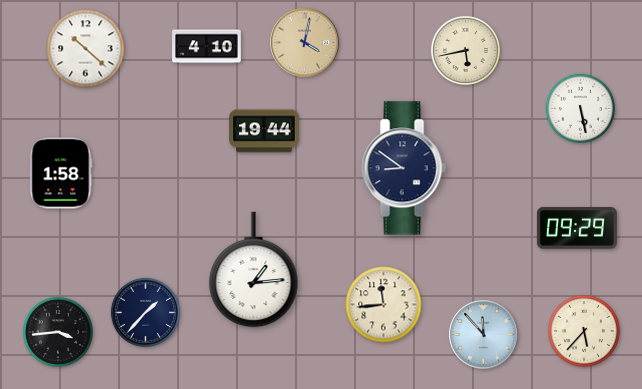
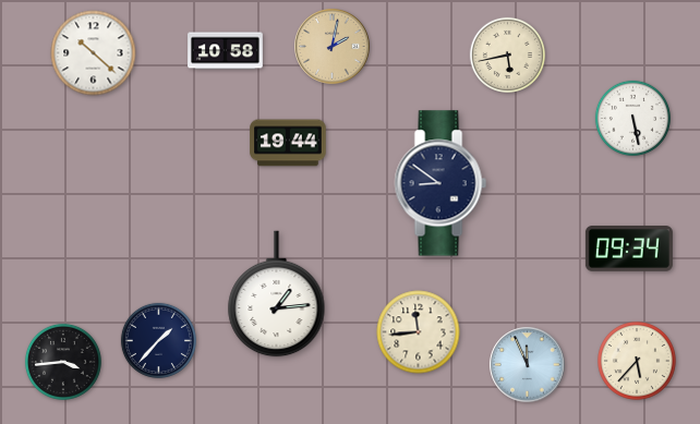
clock at (305, 43): 4:02 -> 2:02
clock at (207, 47): 4:10 -> 10:58
clock at (61, 173): 1:58 -> none
clock at (577, 228): 09:29 -> 09:34
clock at (484, 335): 11:53 -> 11:56
